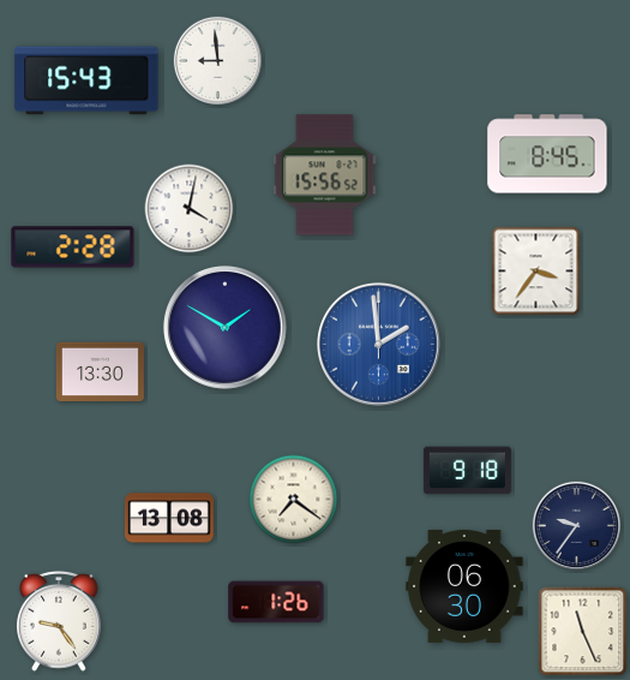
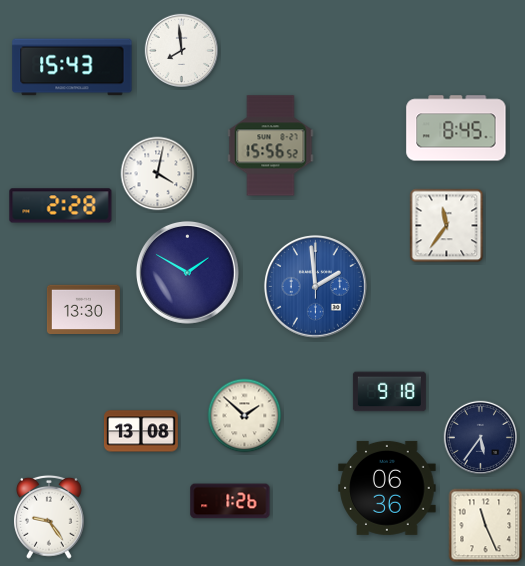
clock at (217, 60): 8:59 -> 7:59
clock at (536, 272): 3:36 -> 11:36
clock at (294, 500): 7:21 -> 1:52
clock at (576, 525): 9:36 -> 5:36
clock at (464, 586): 06:30 -> 06:36
